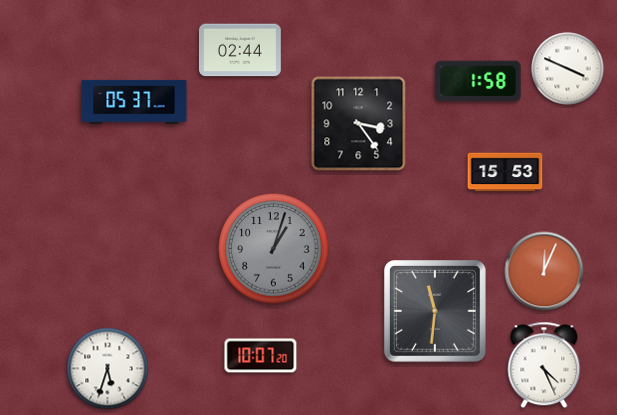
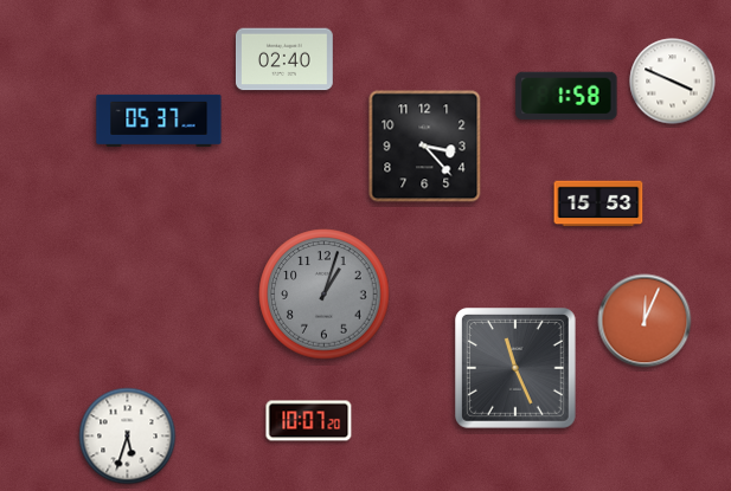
clock at (240, 50): 02:44 -> 02:40
clock at (359, 124): 3:24 -> 3:23
clock at (436, 312): 11:31 -> 11:26
clock at (544, 365): 4:26 -> none
